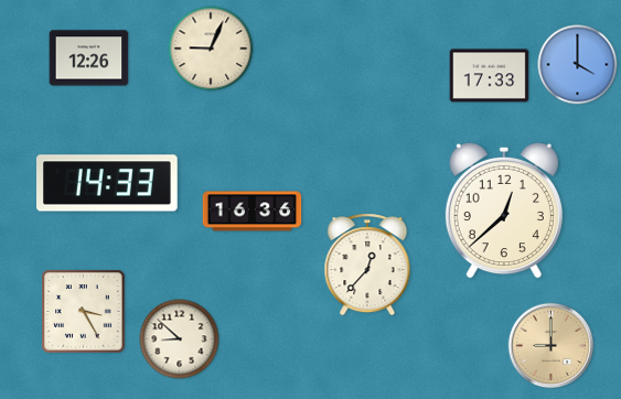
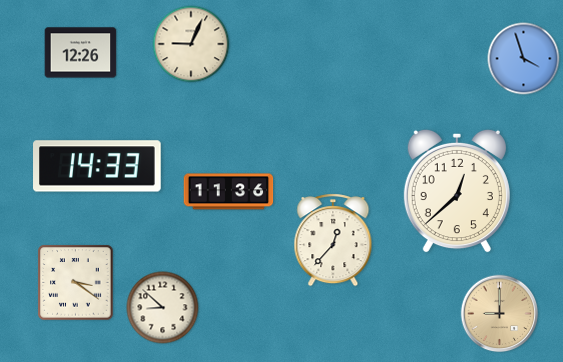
clock at (578, 65): 4:00 -> 3:57
clock at (490, 76): 17:33 -> none
clock at (253, 212): 16:36 -> 11:36
clock at (84, 312): 3:25 -> 3:21
